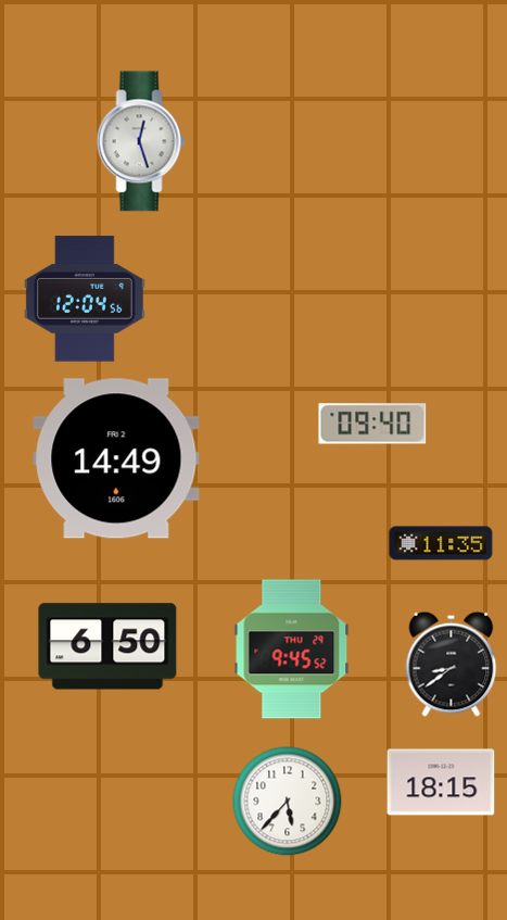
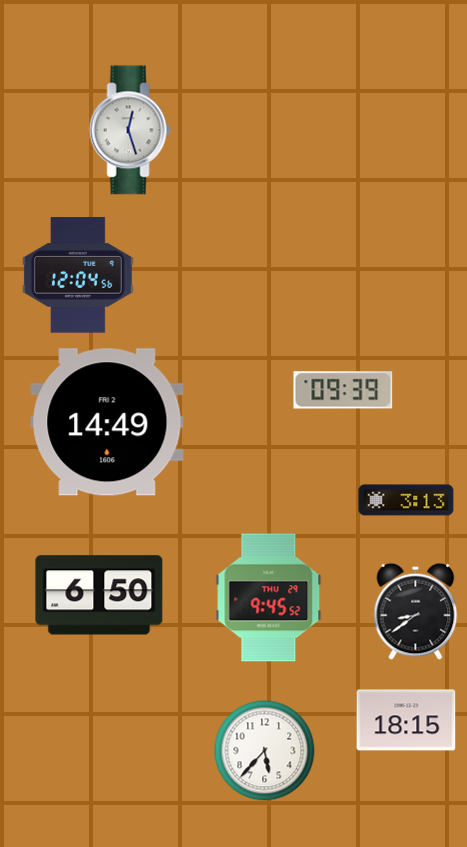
clock at (372, 424): 09:40 -> 09:39
clock at (441, 543): 11:35 -> 3:13
clock at (288, 802) position: (288, 802) -> (265, 751)
